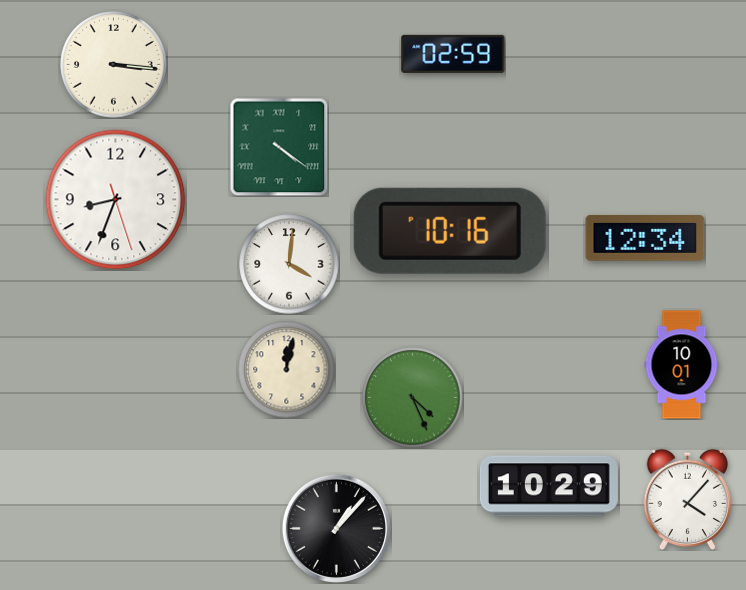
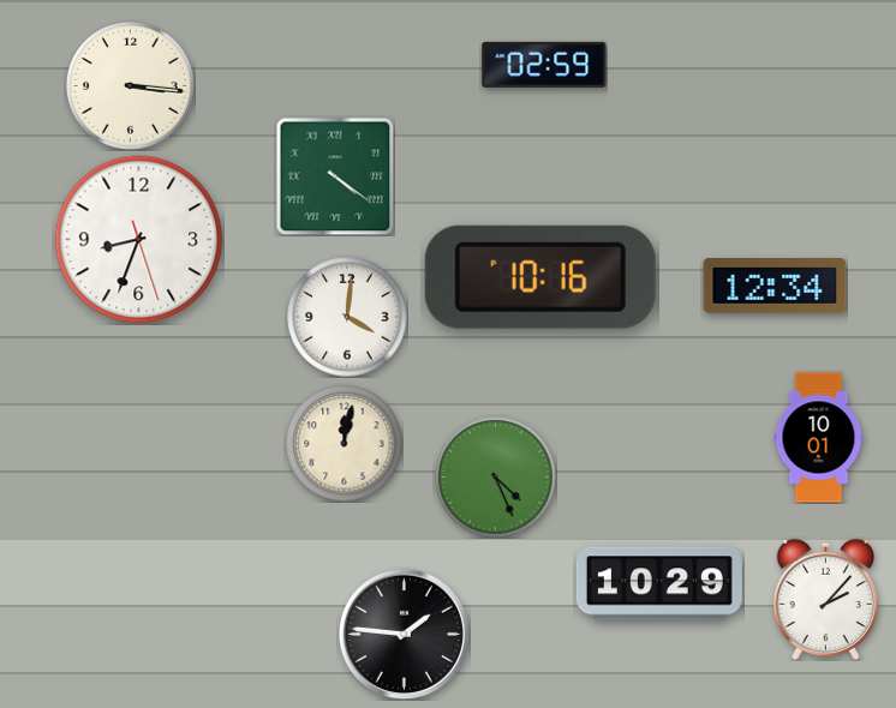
clock at (114, 65) position: (114, 65) -> (131, 86)
clock at (687, 499): 4:07 -> 2:07
clock at (336, 528): 1:07 -> 1:46
